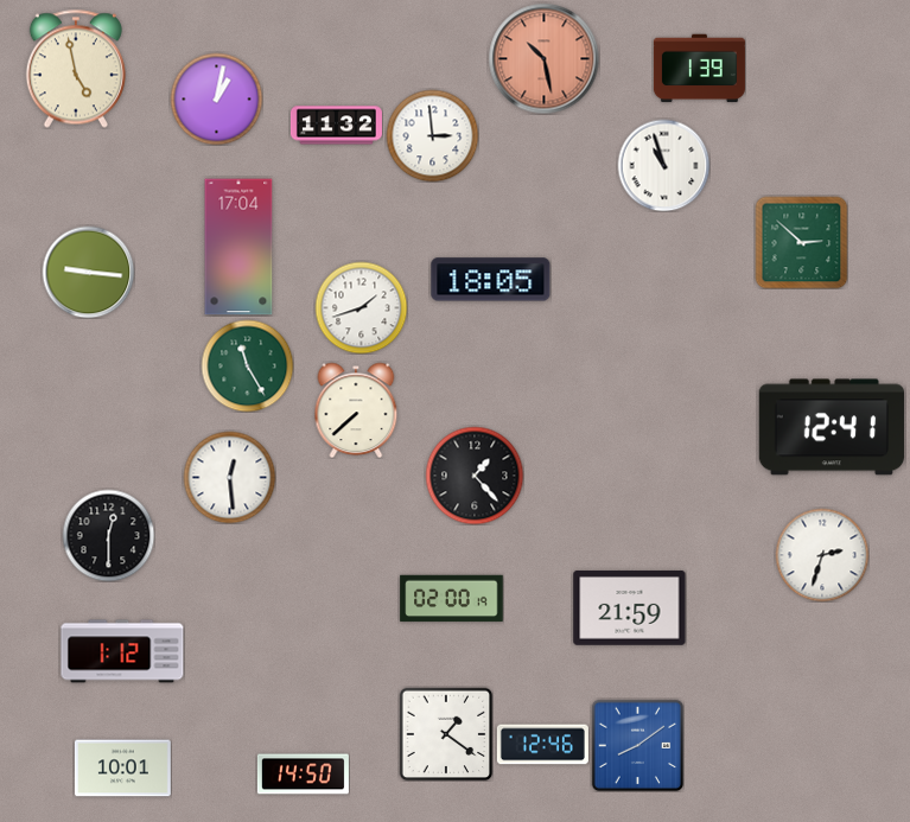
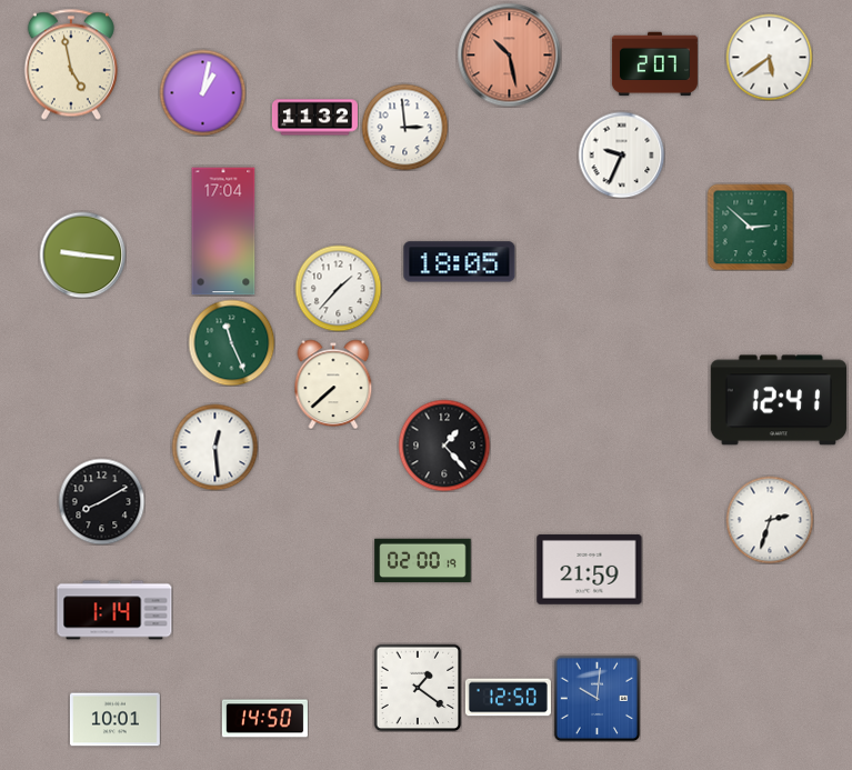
clock at (769, 57): none -> 5:39
clock at (699, 69): 1:39 -> 2:07
clock at (663, 165): 10:57 -> 9:34
clock at (361, 307): 1:42 -> 1:37
clock at (247, 365): 11:25 -> 11:26
clock at (108, 535): 12:30 -> 8:10
clock at (122, 651): 1:12 -> 1:14
clock at (542, 745): 12:46 -> 12:50
clock at (637, 745): 8:09 -> 10:01
clock at (303, 775) position: (303, 775) -> (264, 719)
